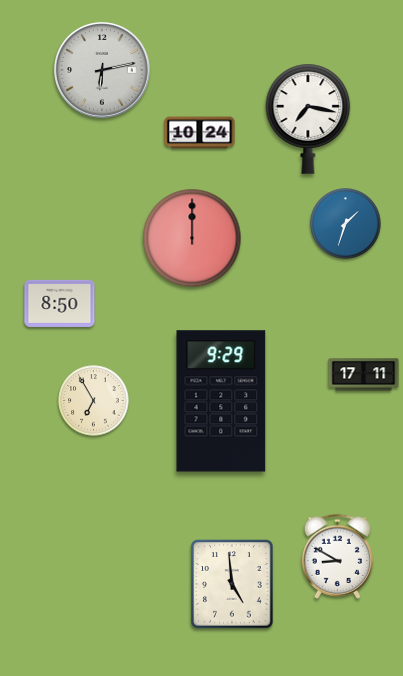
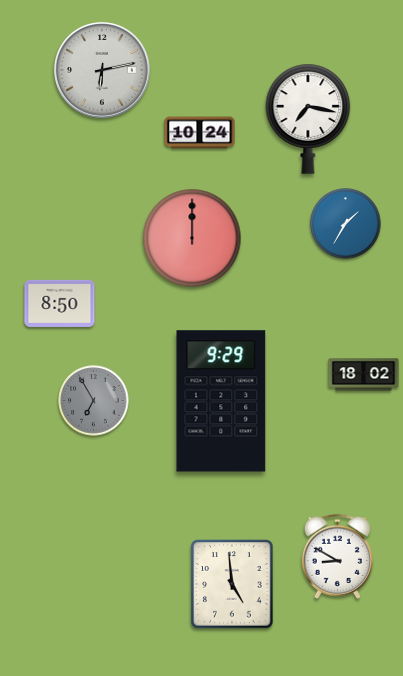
clock at (346, 224): 1:33 -> 1:35
clock at (364, 375): 17:11 -> 18:02
clock at (94, 401) dial: cream -> grey
